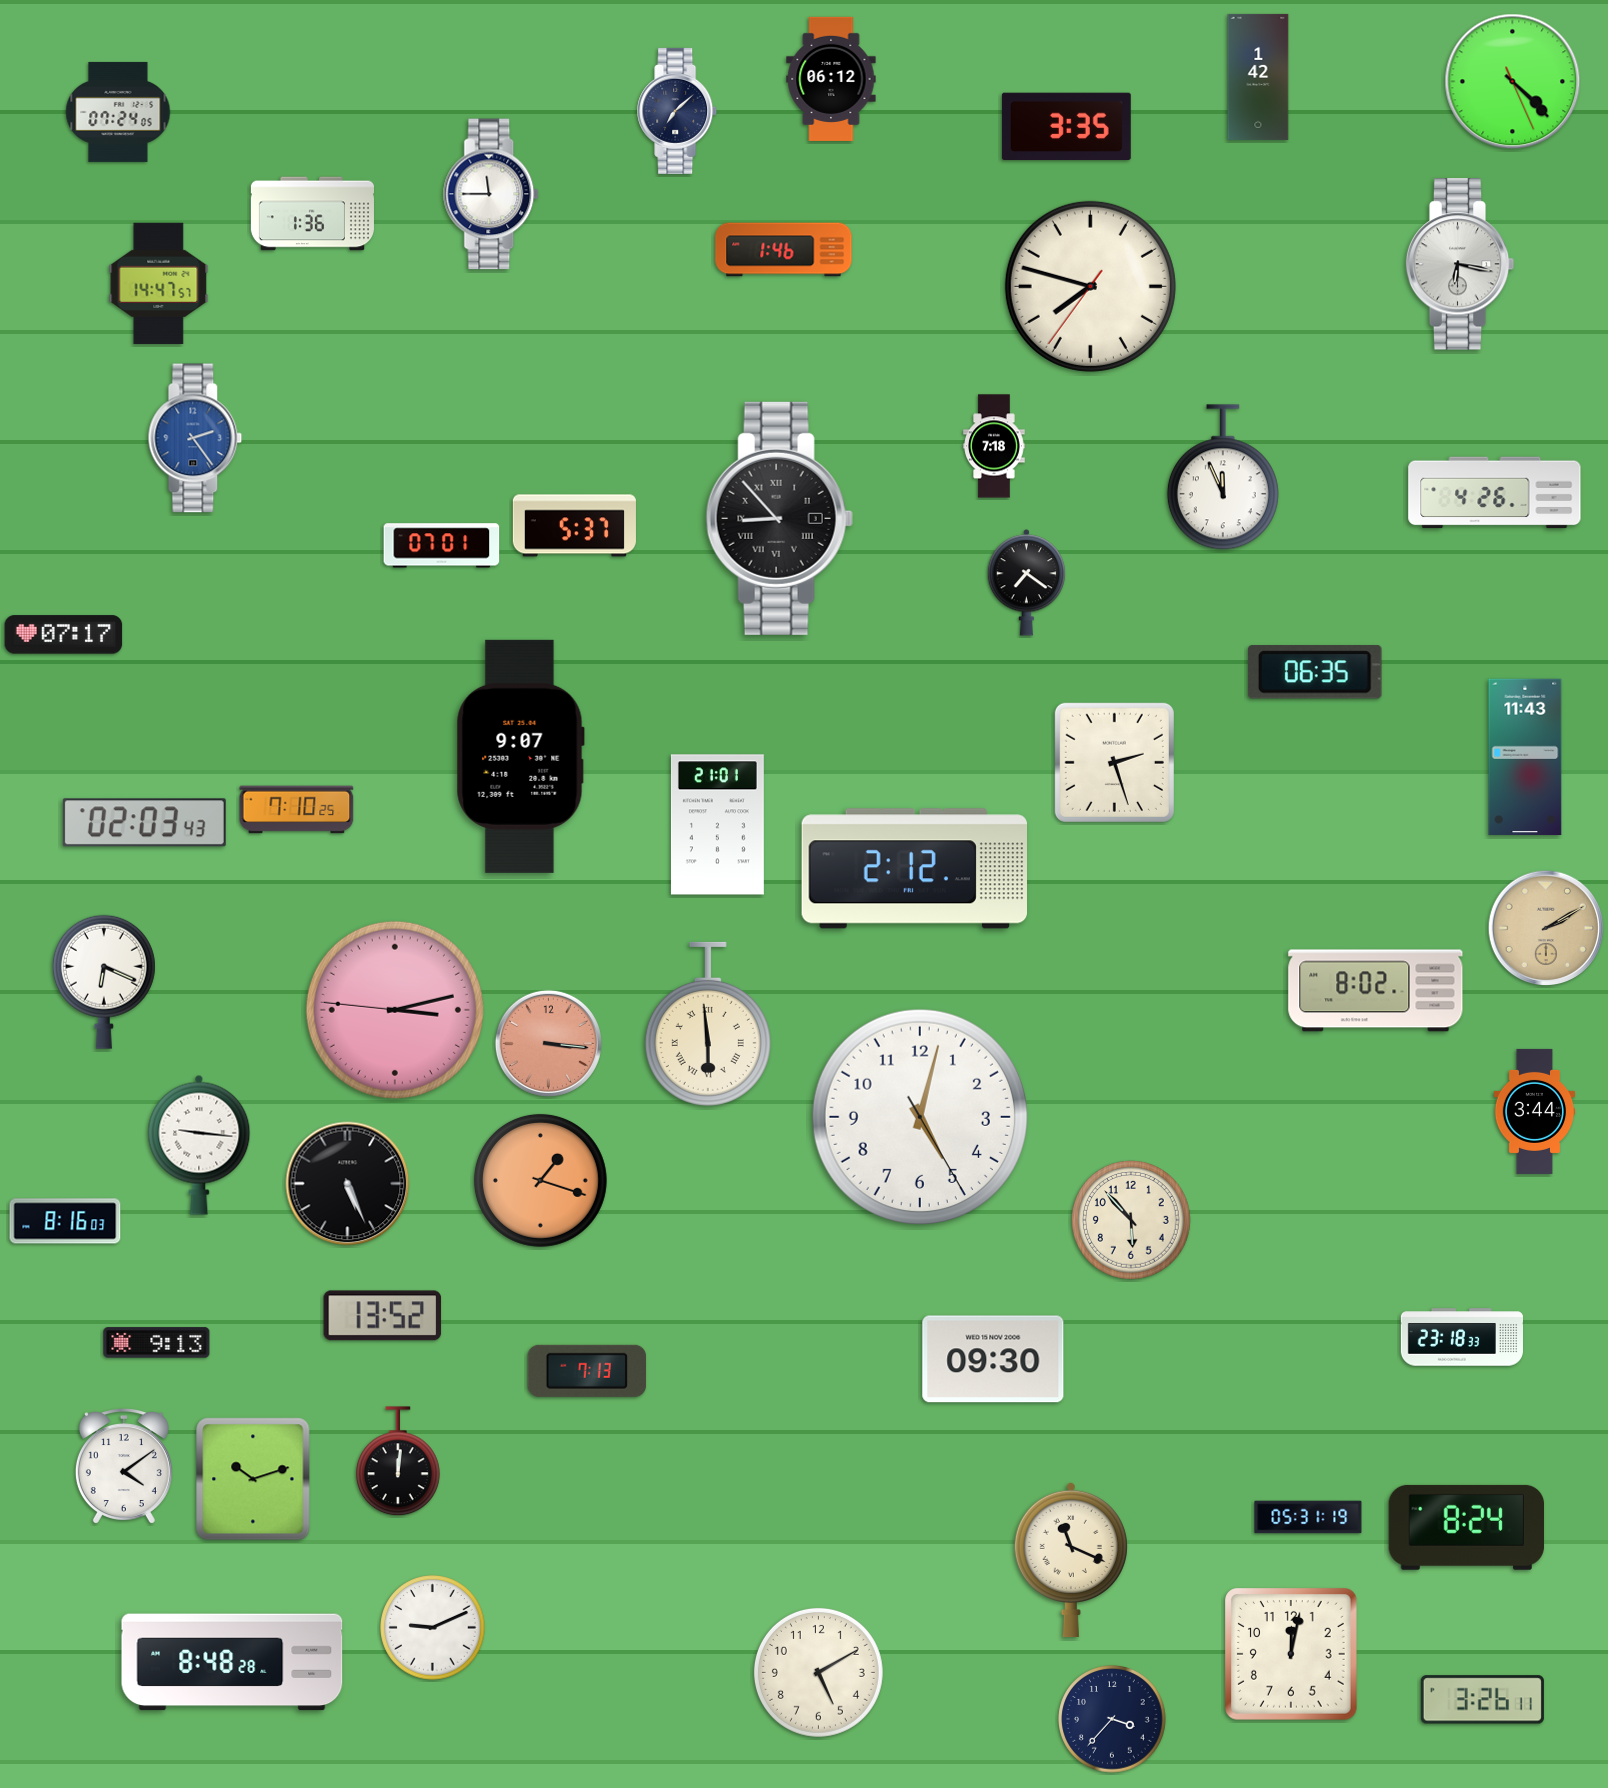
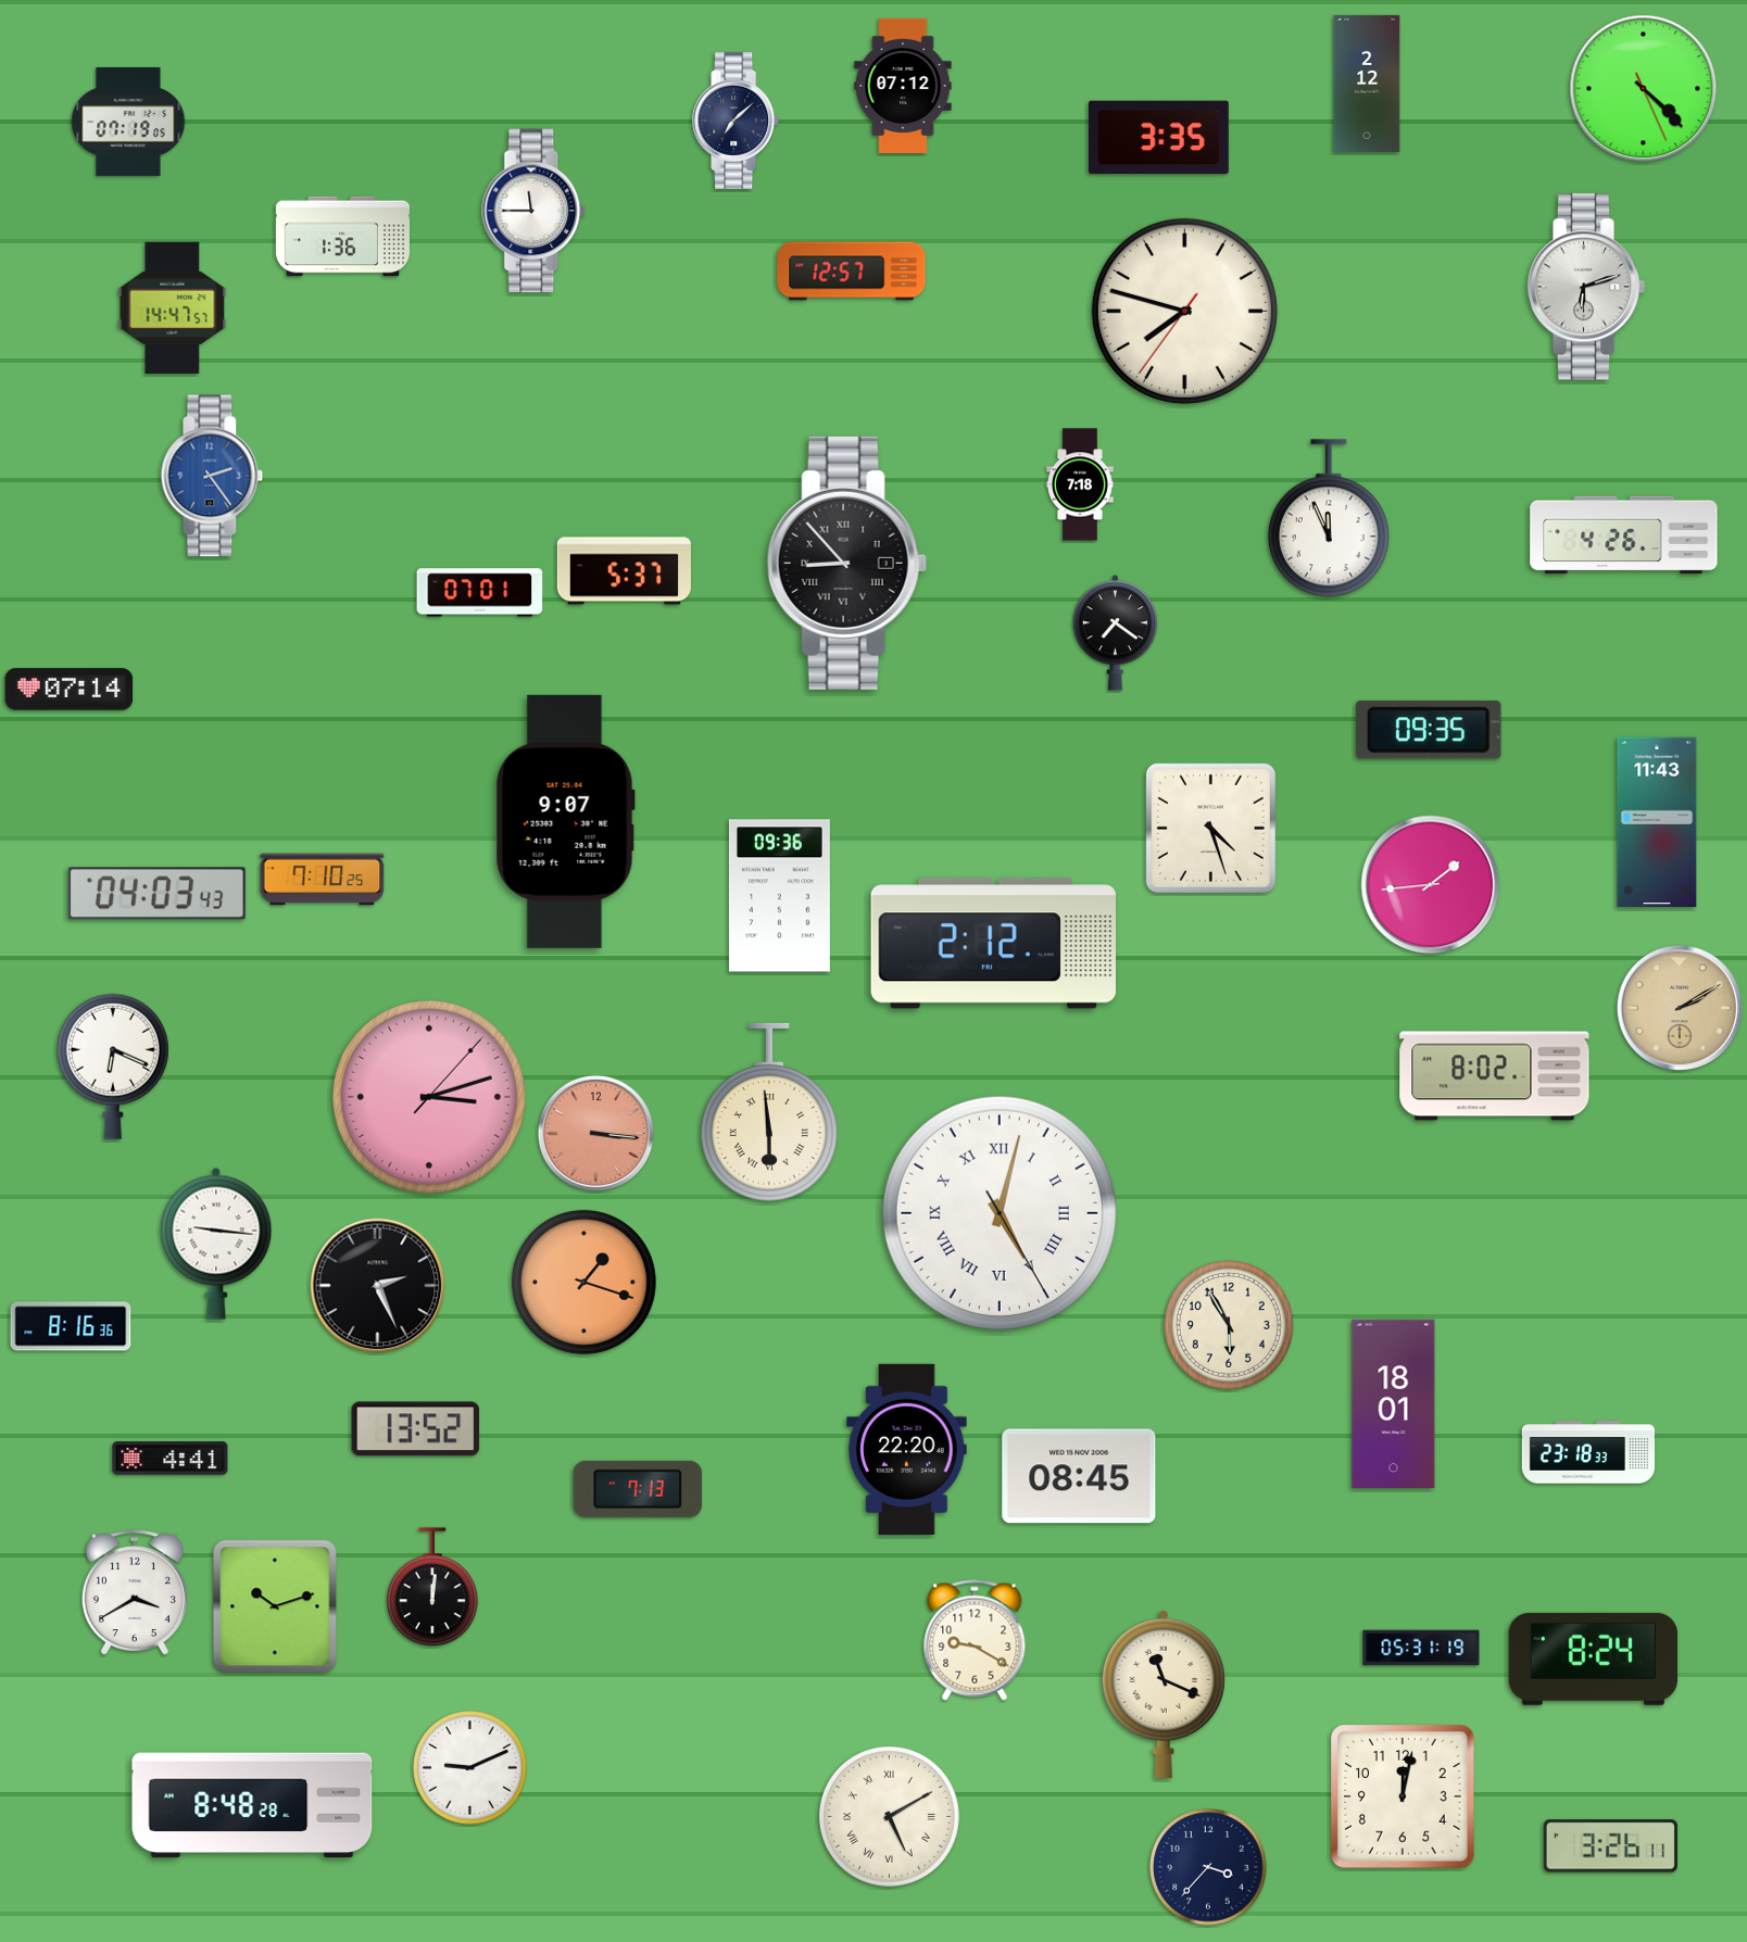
clock at (1258, 77): 1:42 -> 2:12
clock at (831, 79): 06:12 -> 07:12
clock at (118, 112): 07:24 -> 07:19
clock at (312, 214) position: (312, 214) -> (342, 237)
clock at (784, 250): 1:46 -> 12:57
clock at (1460, 264): 6:17 -> 6:12
clock at (64, 635): 07:17 -> 07:14
clock at (1315, 672): 06:35 -> 09:35
clock at (1114, 762): 2:27 -> 4:27
clock at (1431, 885): none -> 1:44
clock at (144, 823): 02:03 -> 04:03
clock at (717, 825): 21:01 -> 09:36
clock at (395, 1010): 3:12:46 -> 3:12:07
clock at (1535, 1111): 3:44 -> none
clock at (920, 1117) numerals: Arabic -> Roman
clock at (540, 1180) position: (540, 1180) -> (583, 1282)
clock at (348, 1184): 5:26 -> 2:26
clock at (65, 1221): 8:16:03 -> 8:16:36
clock at (1132, 1221): 5:53 -> 5:55
clock at (1394, 1404): none -> 18:01
clock at (907, 1449): none -> 22:20
clock at (157, 1343): 9:13 -> 4:41
clock at (993, 1359): 09:30 -> 08:45
clock at (124, 1466): 4:09 -> 3:40
clock at (975, 1640): none -> 9:20
clock at (818, 1672) numerals: Arabic -> Roman
